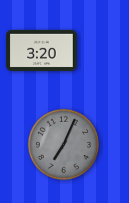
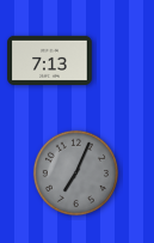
clock at (42, 50): 3:20 -> 7:13
